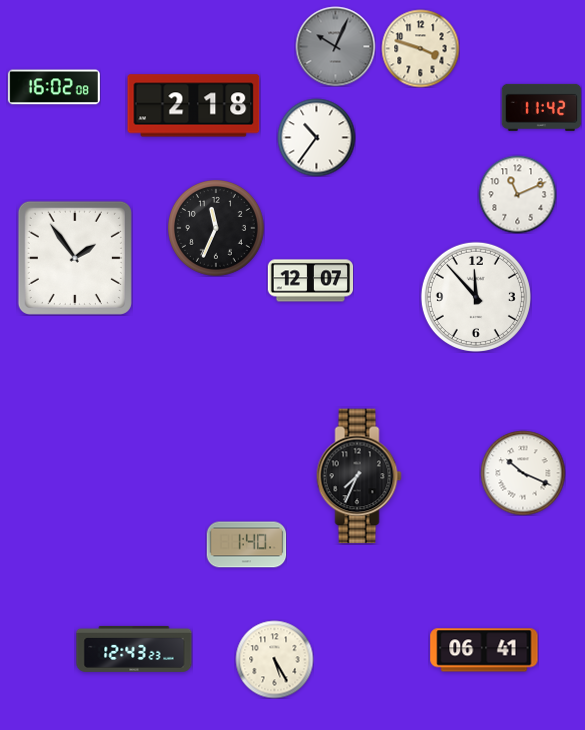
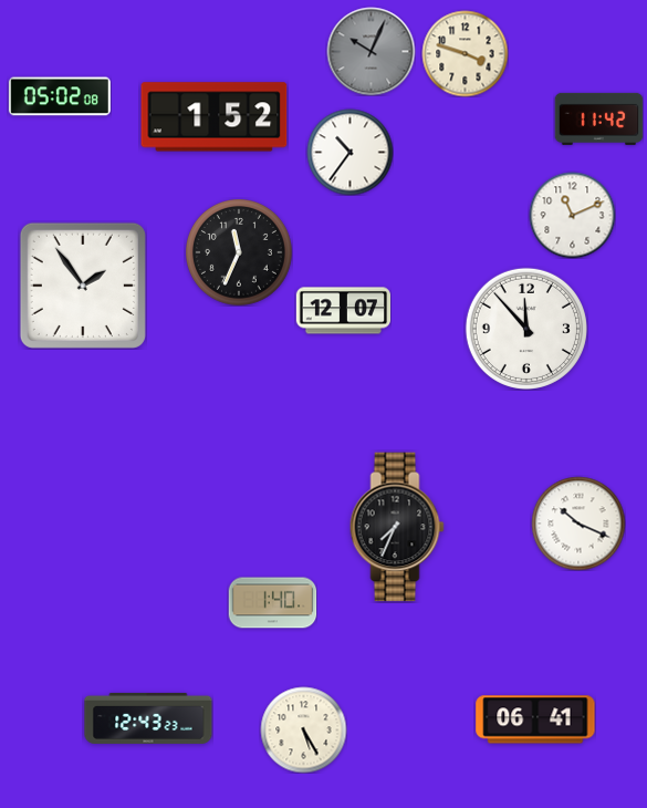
clock at (54, 87): 16:02 -> 05:02
clock at (194, 106): 2:18 -> 1:52
